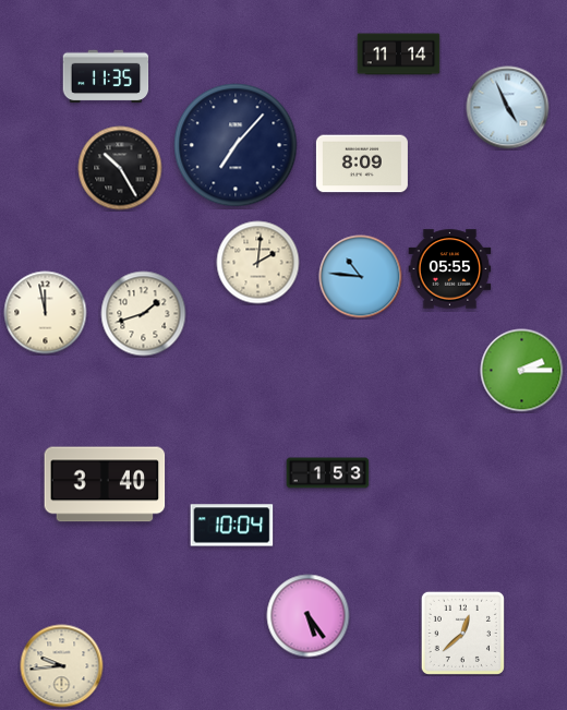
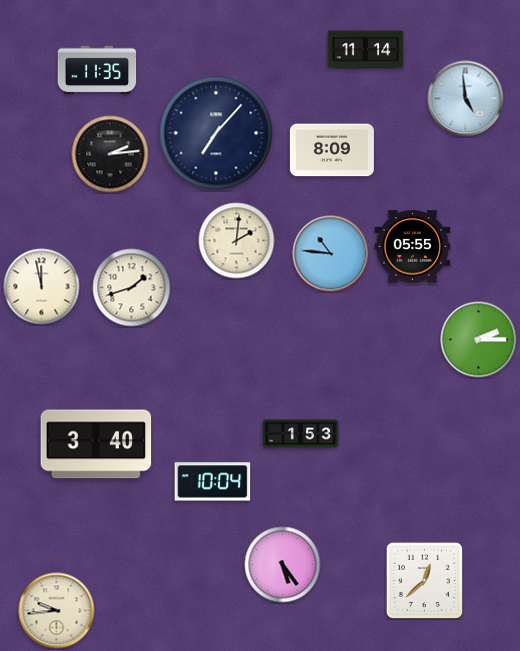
clock at (508, 108): 4:56 -> 4:59
clock at (120, 168): 10:25 -> 2:14
